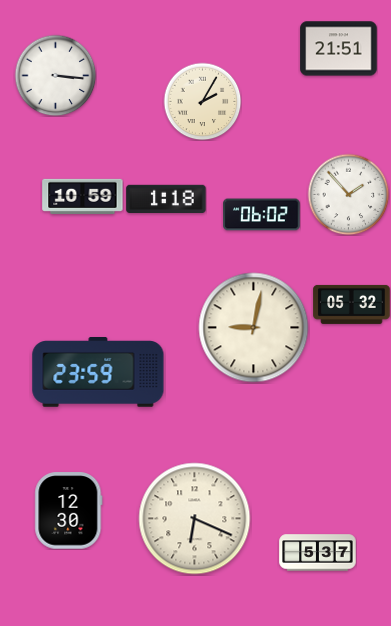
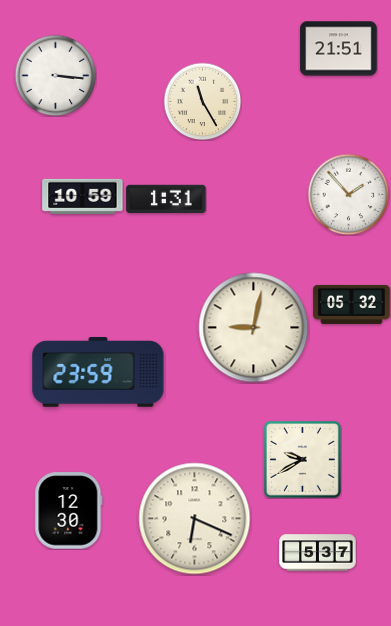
clock at (202, 101): 2:05 -> 11:25
clock at (166, 198): 1:18 -> 1:31
clock at (262, 215): 06:02 -> none
clock at (303, 460): none -> 9:40
